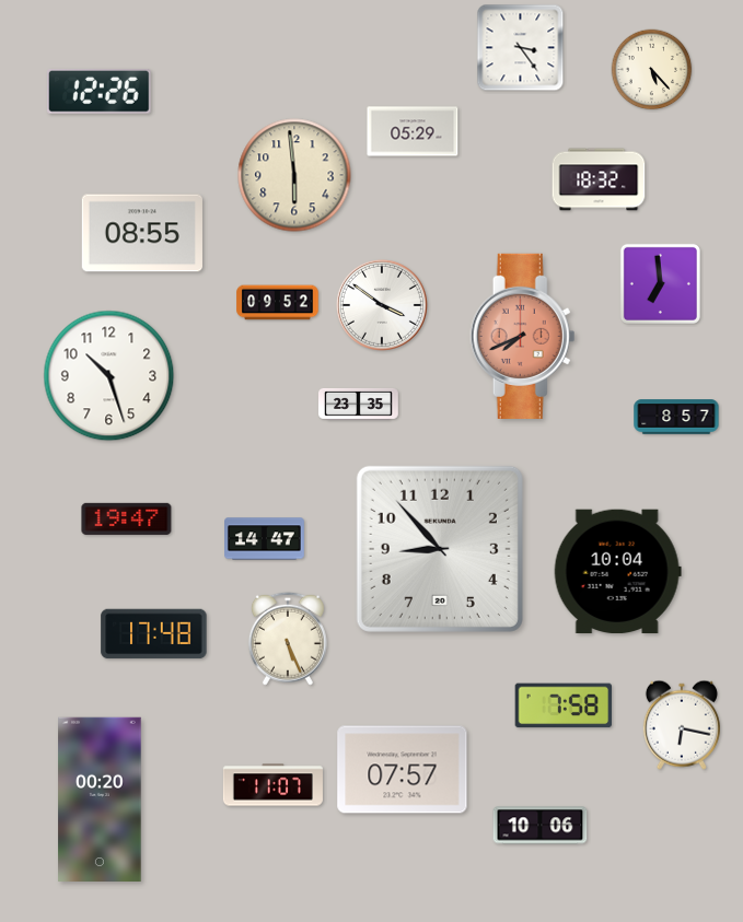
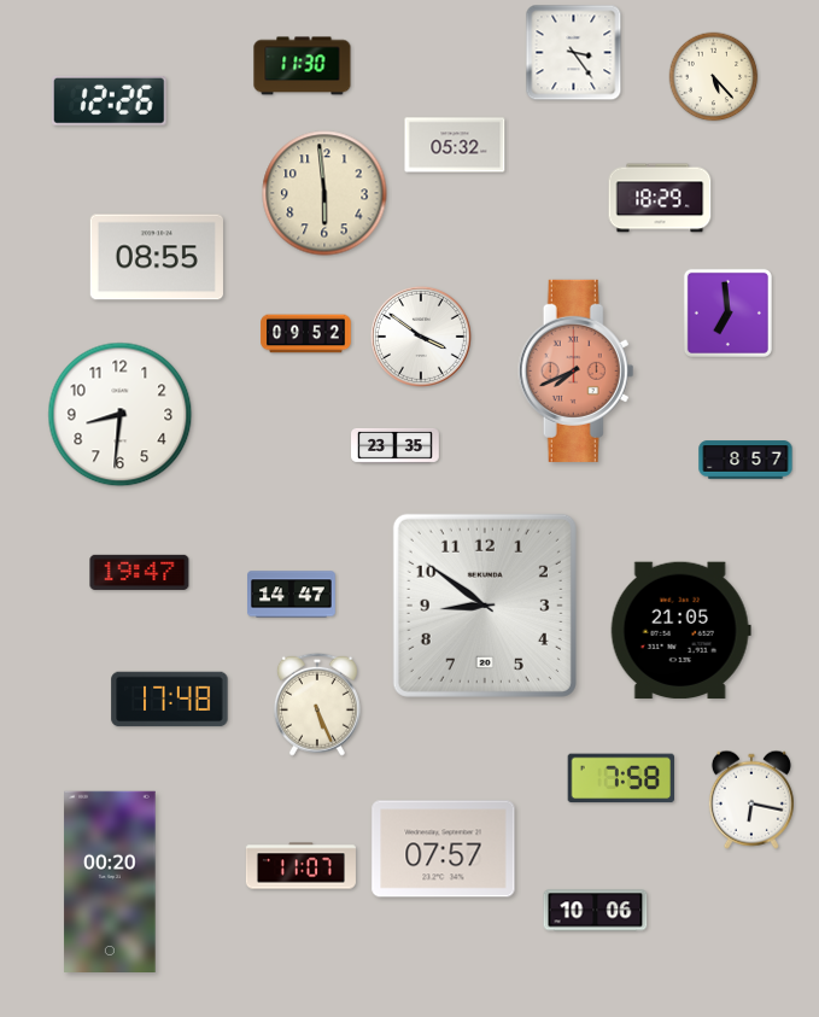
clock at (303, 66): none -> 11:30
clock at (652, 70) position: (652, 70) -> (714, 77)
clock at (413, 131): 05:29 -> 05:32
clock at (599, 179): 18:32 -> 18:29
clock at (109, 376): 10:27 -> 8:31
clock at (440, 549): 8:53 -> 8:51
clock at (617, 572): 10:04 -> 21:05
